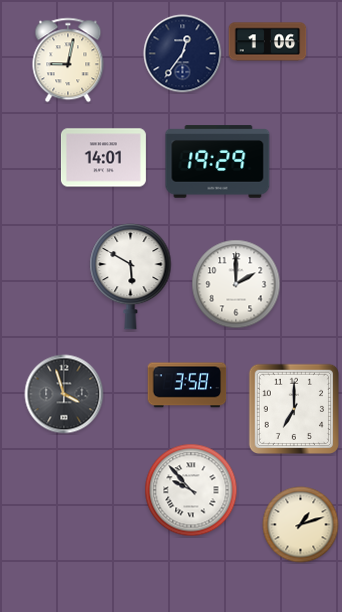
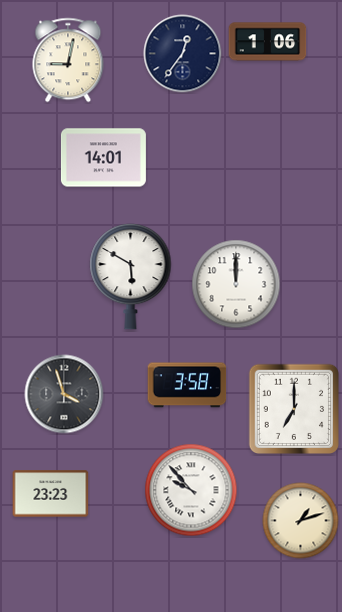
clock at (218, 162): 19:29 -> none
clock at (236, 284): 2:00 -> 12:00
clock at (51, 494): none -> 23:23
clock at (301, 525) position: (301, 525) -> (301, 521)
